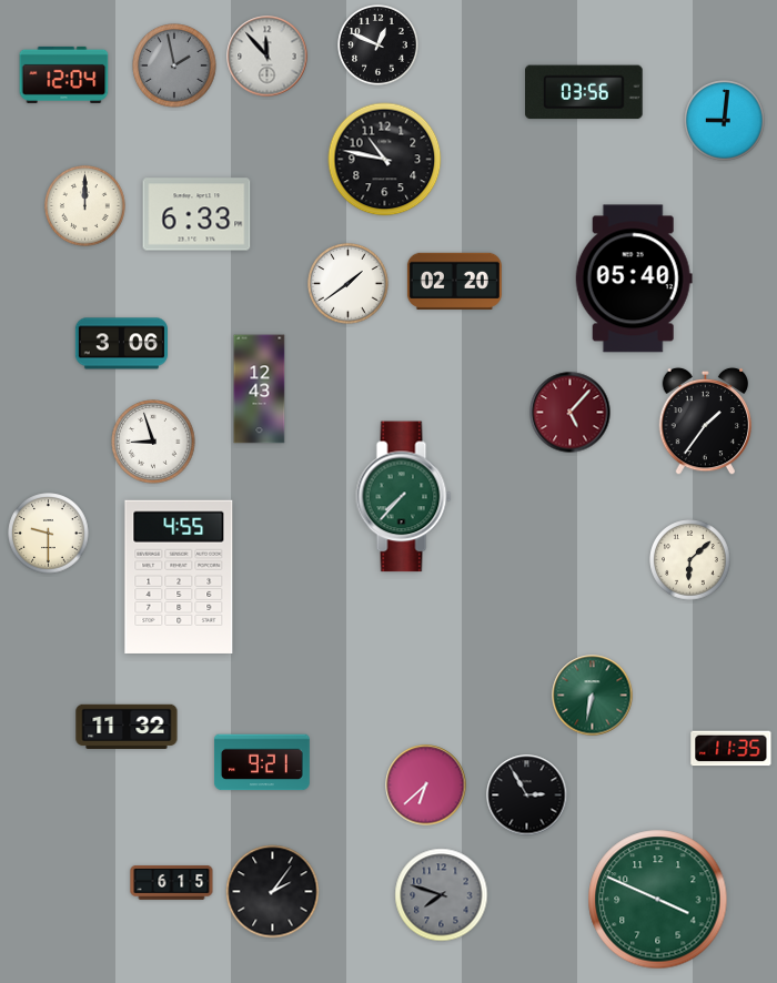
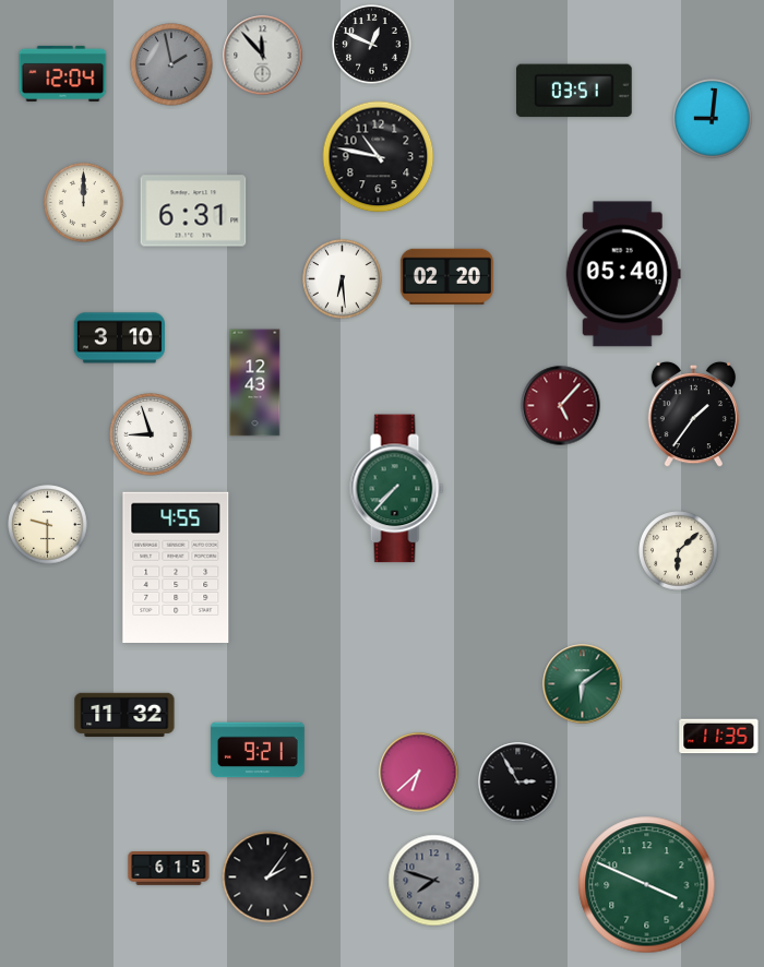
clock at (585, 92): 03:56 -> 03:51
clock at (196, 214): 6:33 -> 6:31
clock at (349, 284): 1:39 -> 6:29
clock at (121, 344): 3:06 -> 3:10
clock at (593, 696): 6:32 -> 6:09
